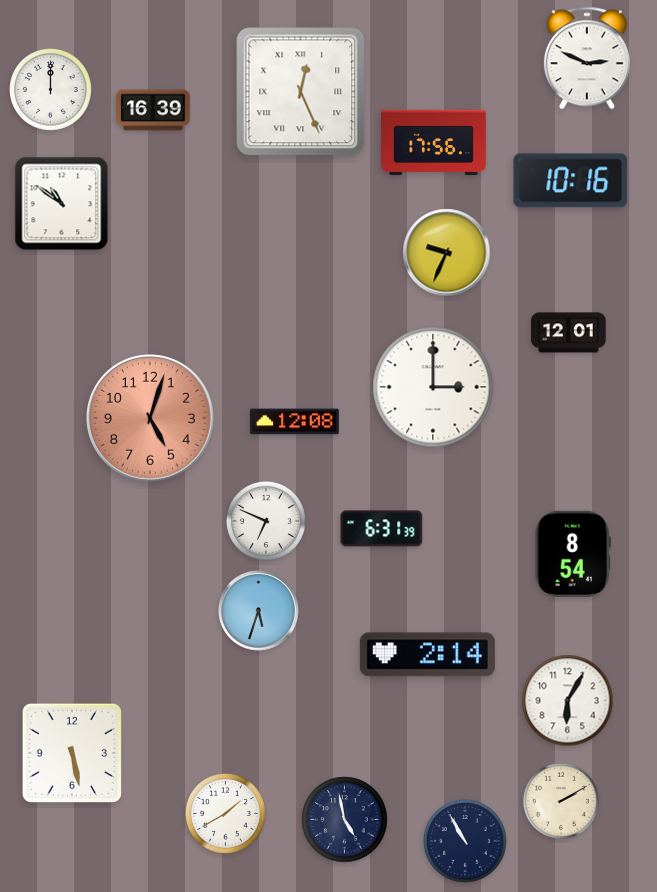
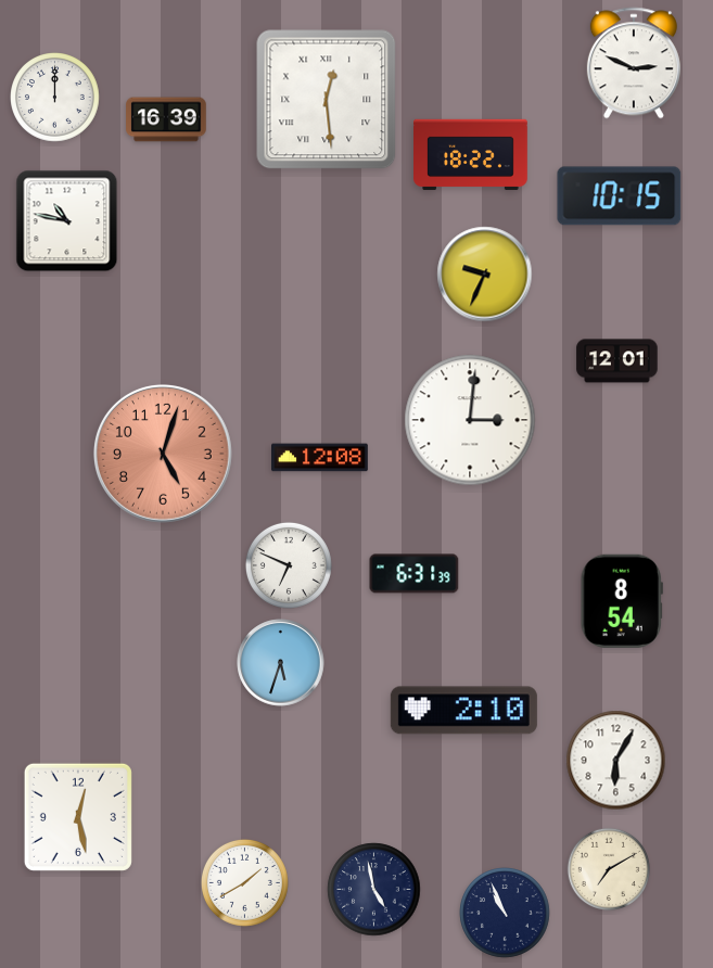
clock at (587, 58) position: (587, 58) -> (634, 63)
clock at (301, 92): 12:26 -> 12:29
clock at (434, 143): 17:56 -> 18:22
clock at (571, 181): 10:16 -> 10:15
clock at (62, 204): 10:51 -> 10:47
clock at (433, 387): 3:00 -> 3:01
clock at (427, 655): 2:14 -> 2:10
clock at (72, 753): 5:28 -> 12:28
clock at (561, 801): 2:10 -> 7:10
clock at (465, 841): 10:55 -> 10:56
